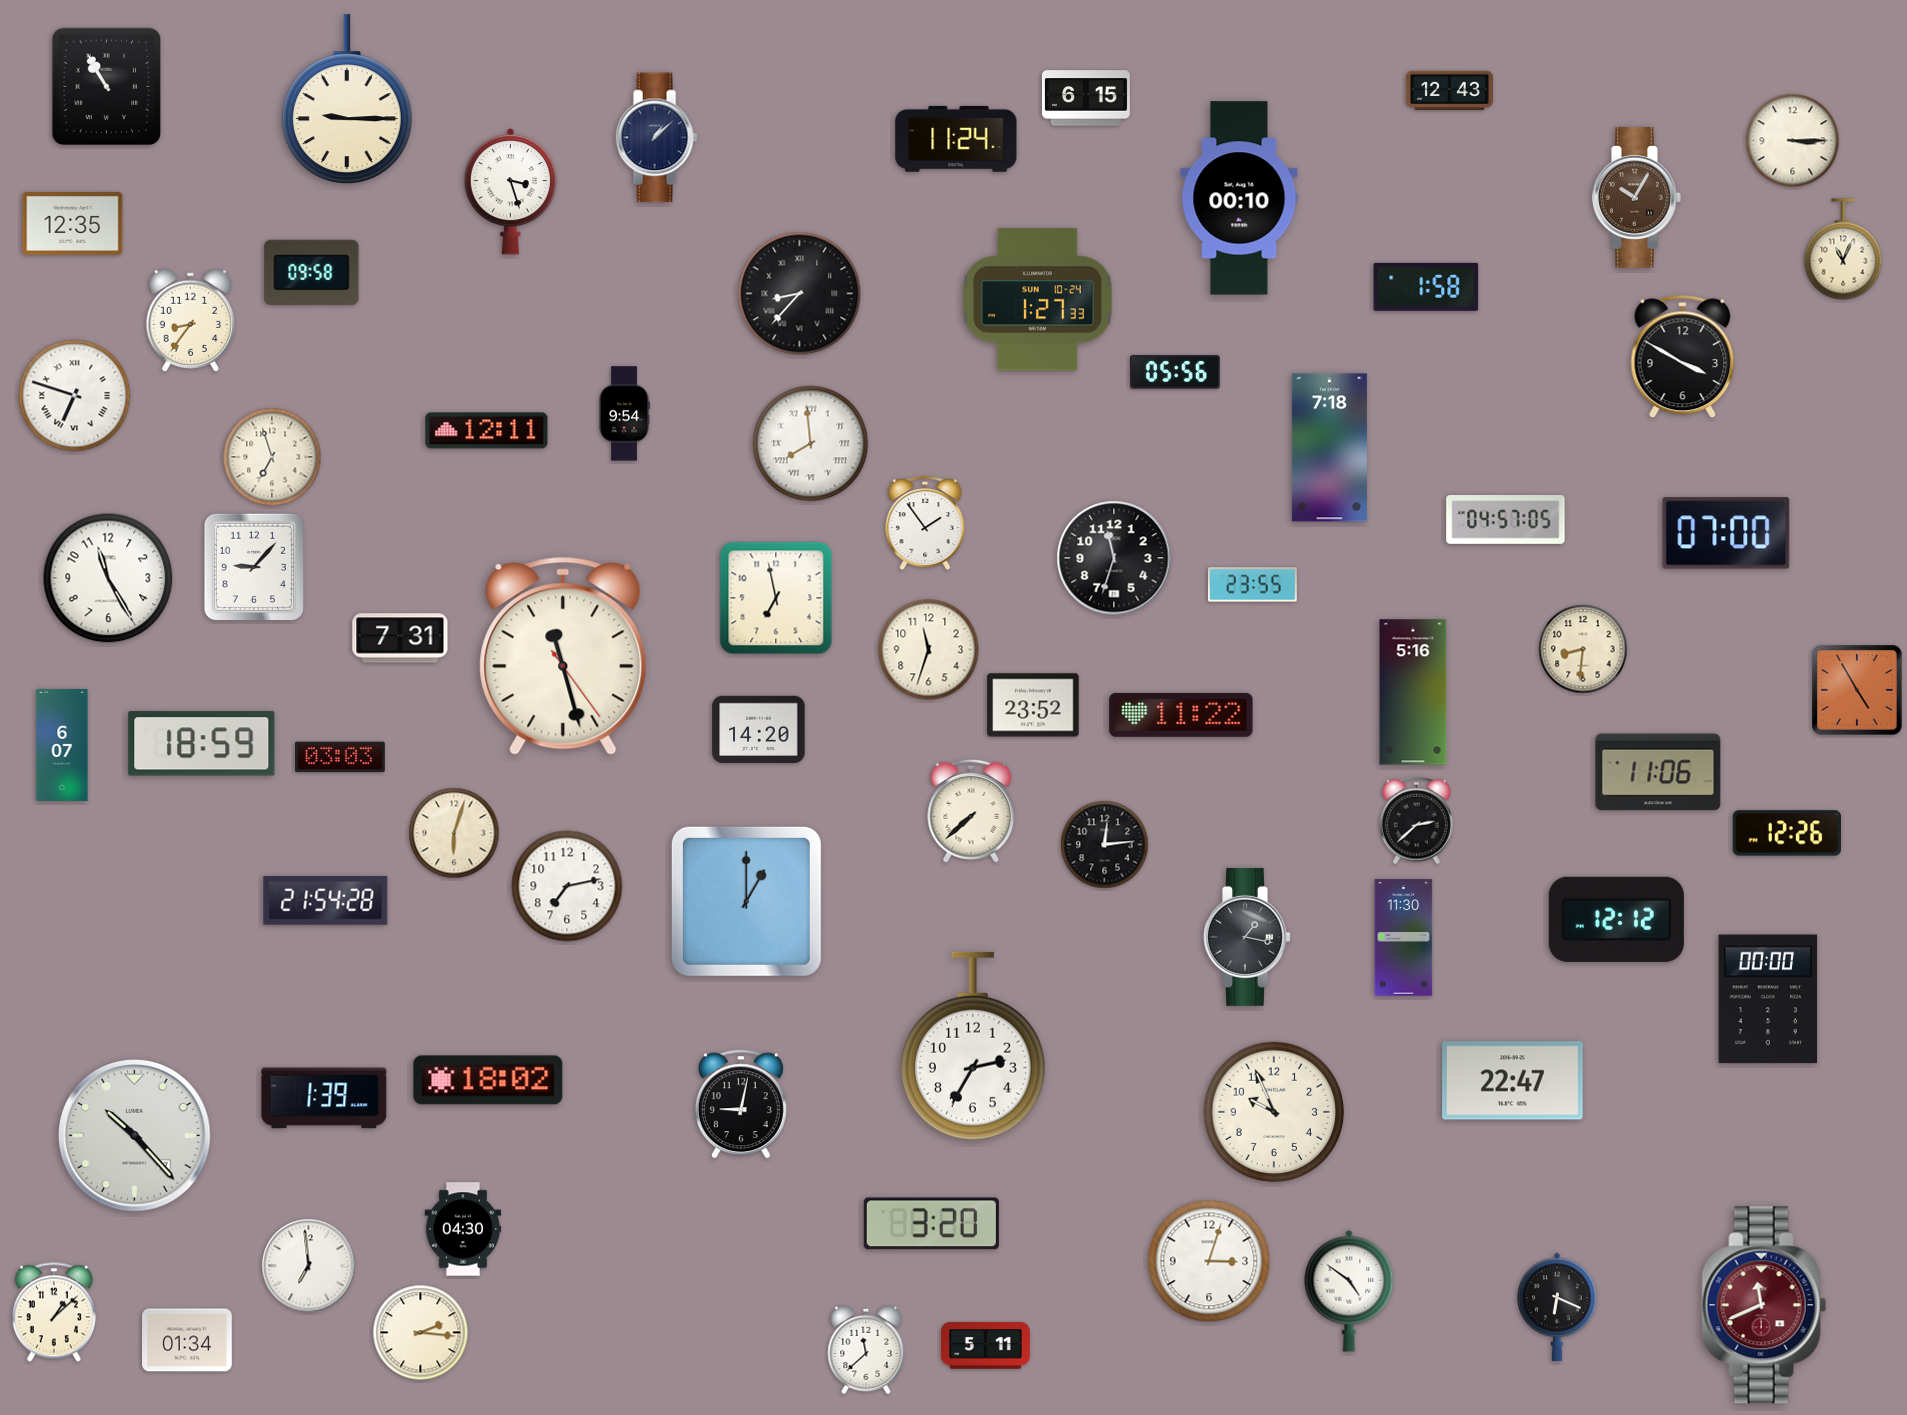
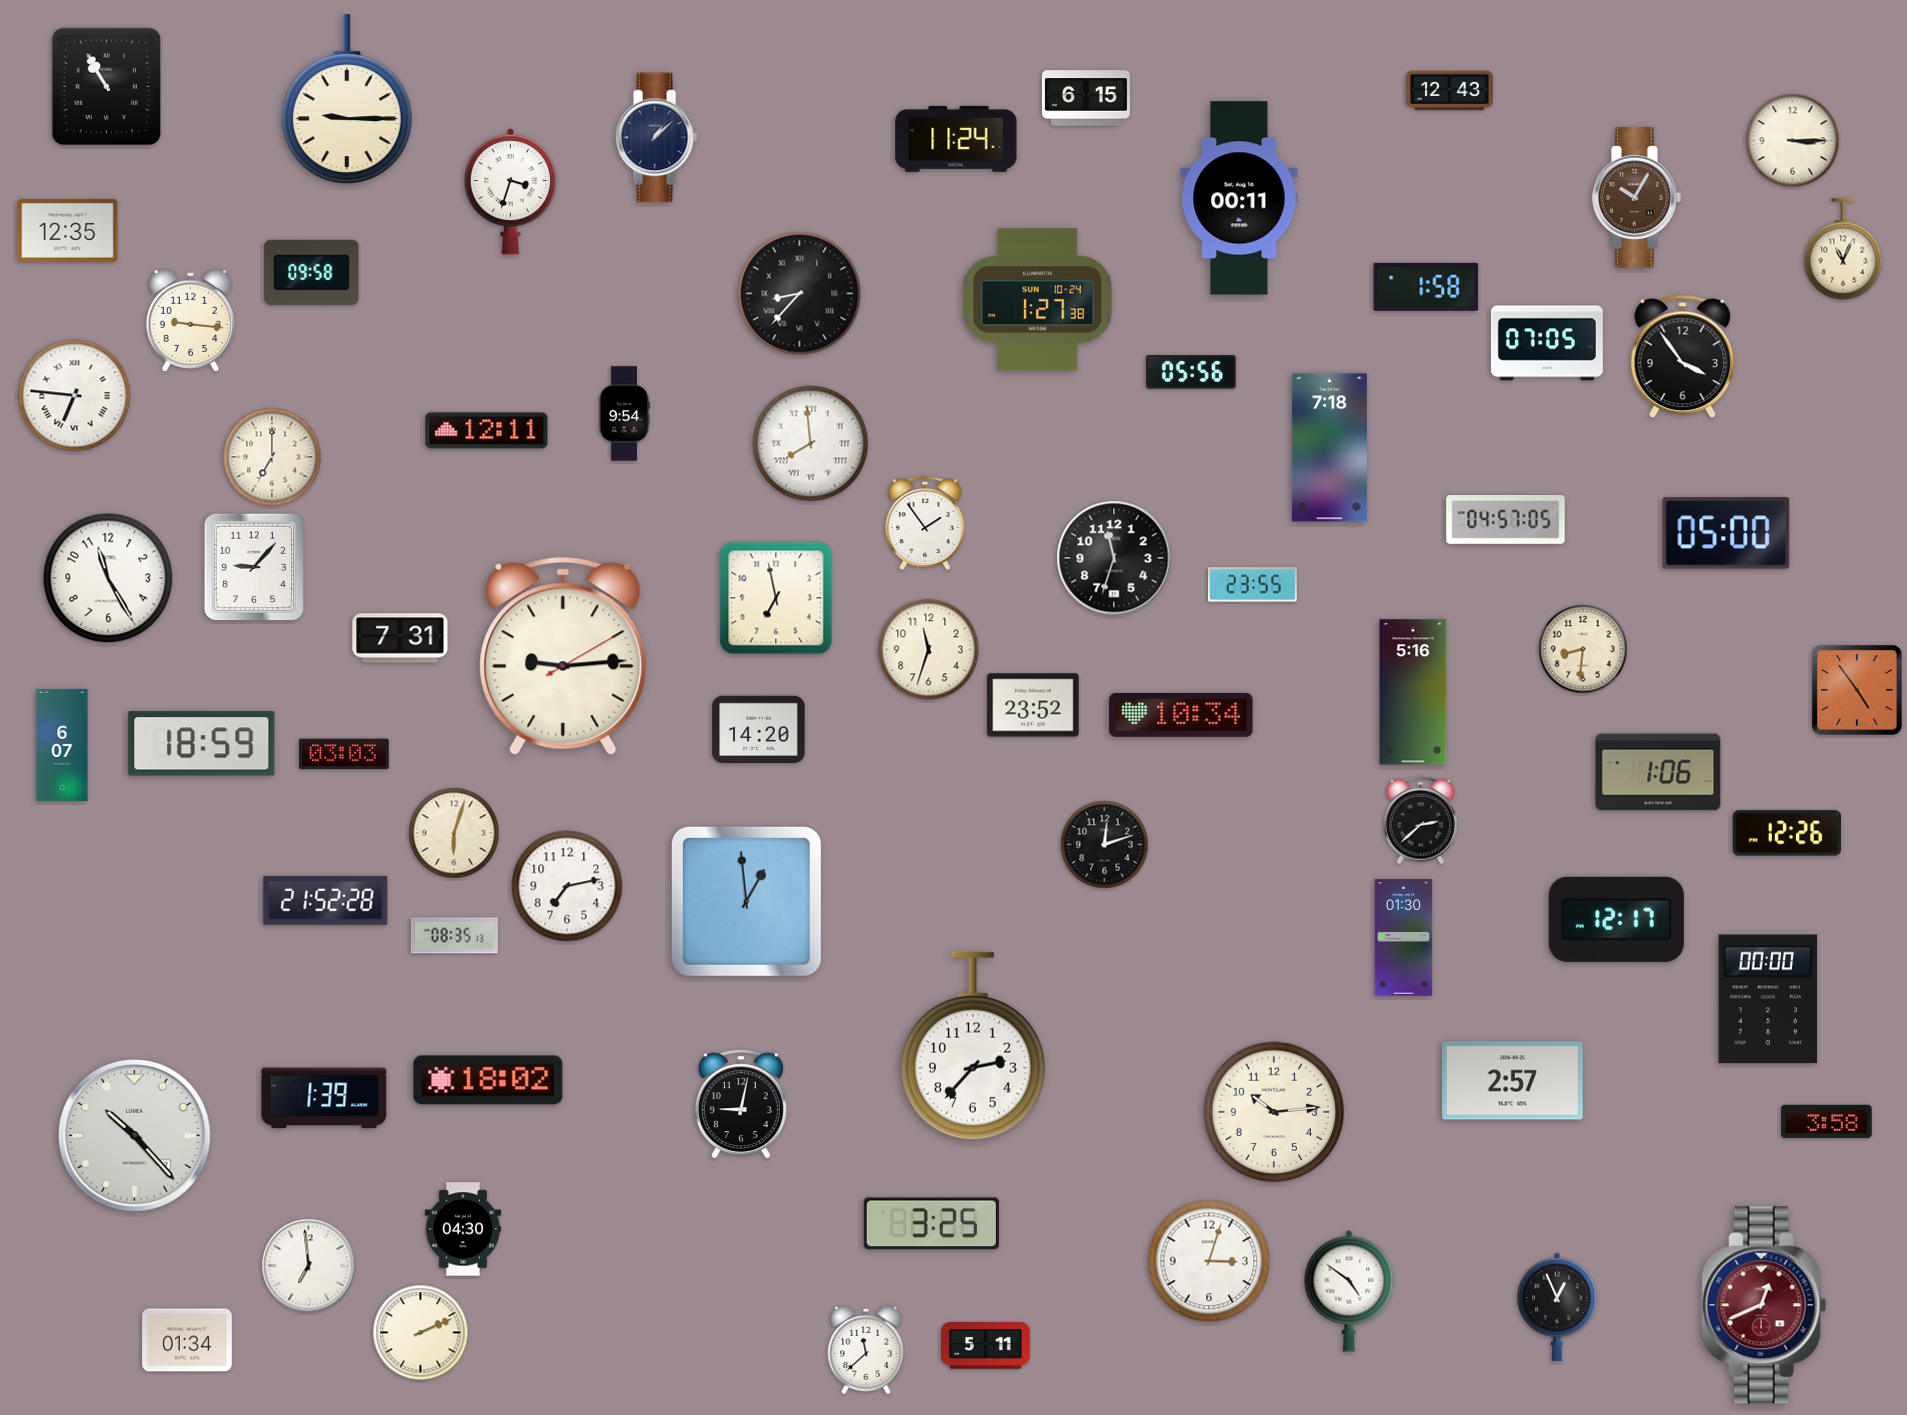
clock at (510, 191): 3:27 -> 3:33
clock at (1239, 198): 00:10 -> 00:11
clock at (73, 223) position: (73, 223) -> (68, 230)
clock at (1038, 300): 1:27:33 -> 1:27:38
clock at (190, 320): 8:36 -> 9:16
clock at (1547, 343): none -> 07:05
clock at (1683, 357): 3:50 -> 3:54
clock at (1176, 372) position: (1176, 372) -> (1192, 372)
clock at (75, 396): 6:48 -> 6:46
clock at (272, 457): 6:57 -> 7:00
clock at (1726, 533): 07:00 -> 05:00
clock at (563, 656): 11:27 -> 9:14
clock at (1857, 690): 4:55 -> 4:54
clock at (1181, 715): 11:22 -> 10:34
clock at (340, 757) position: (340, 757) -> (344, 754)
clock at (1658, 772): 11:06 -> 1:06
clock at (971, 811): 7:38 -> none
clock at (1416, 821) position: (1416, 821) -> (1420, 821)
clock at (1105, 845): 12:14 -> 12:12
clock at (326, 900): 21:54 -> 21:52
clock at (746, 901): 1:00 -> 12:59
clock at (1616, 919): 12:12 -> 12:17
clock at (454, 936): none -> 08:35
clock at (1247, 937): 1:17 -> none
clock at (1404, 938): 11:30 -> 01:30
clock at (973, 1046): 2:35 -> 2:37
clock at (1513, 1081): 22:47 -> 2:57
clock at (1274, 1112): 9:56 -> 10:14
clock at (1827, 1121): none -> 3:58
clock at (931, 1224): 3:20 -> 3:25
clock at (1764, 1305): 11:41 -> 12:41
clock at (1557, 1307): 6:19 -> 12:56
clock at (54, 1312): 1:08 -> none
clock at (421, 1333): 2:16 -> 2:11
